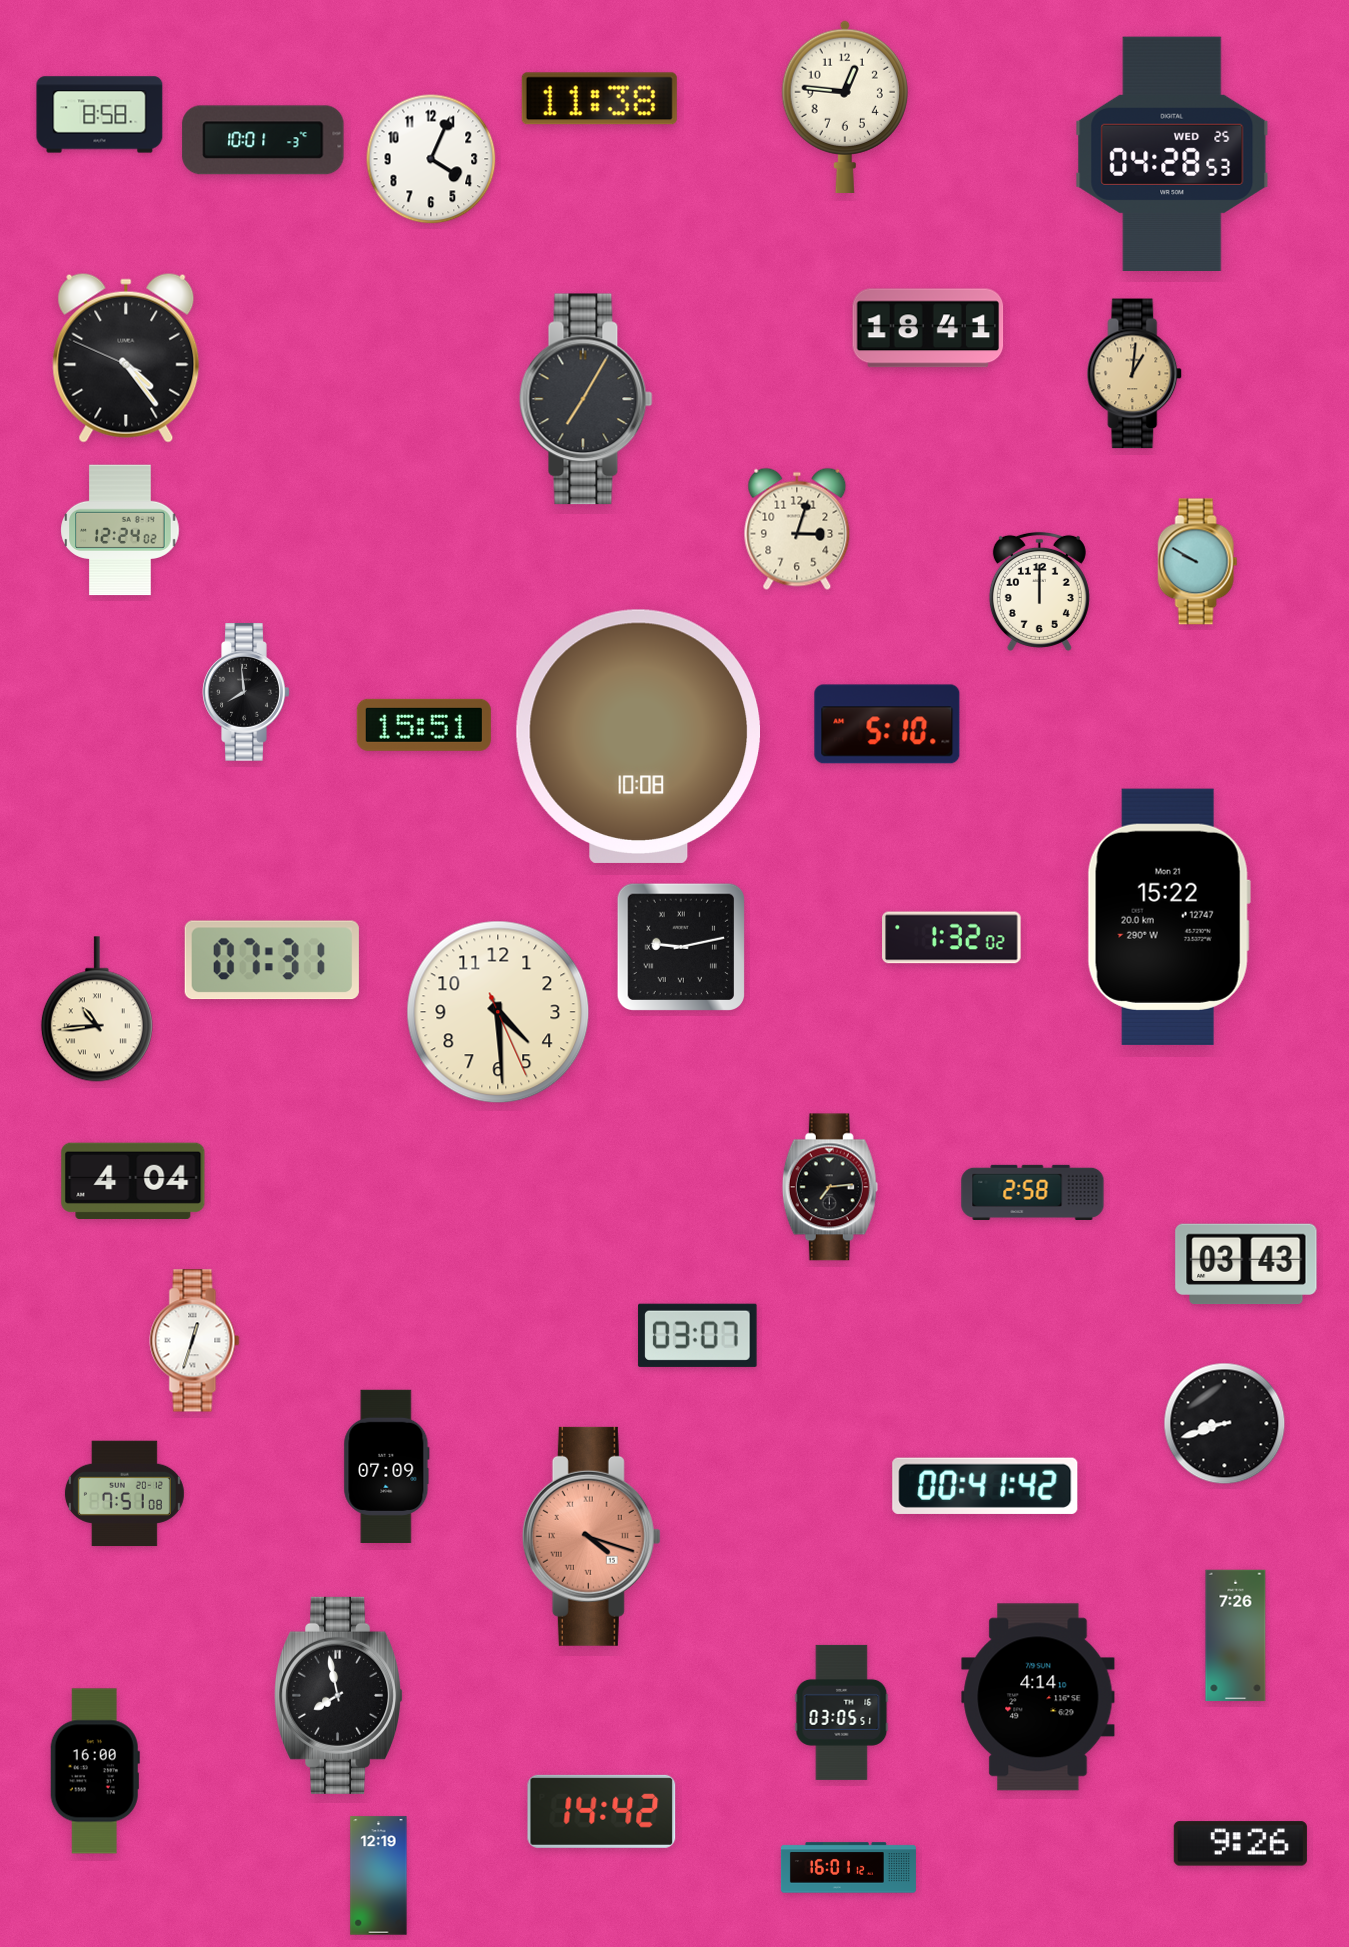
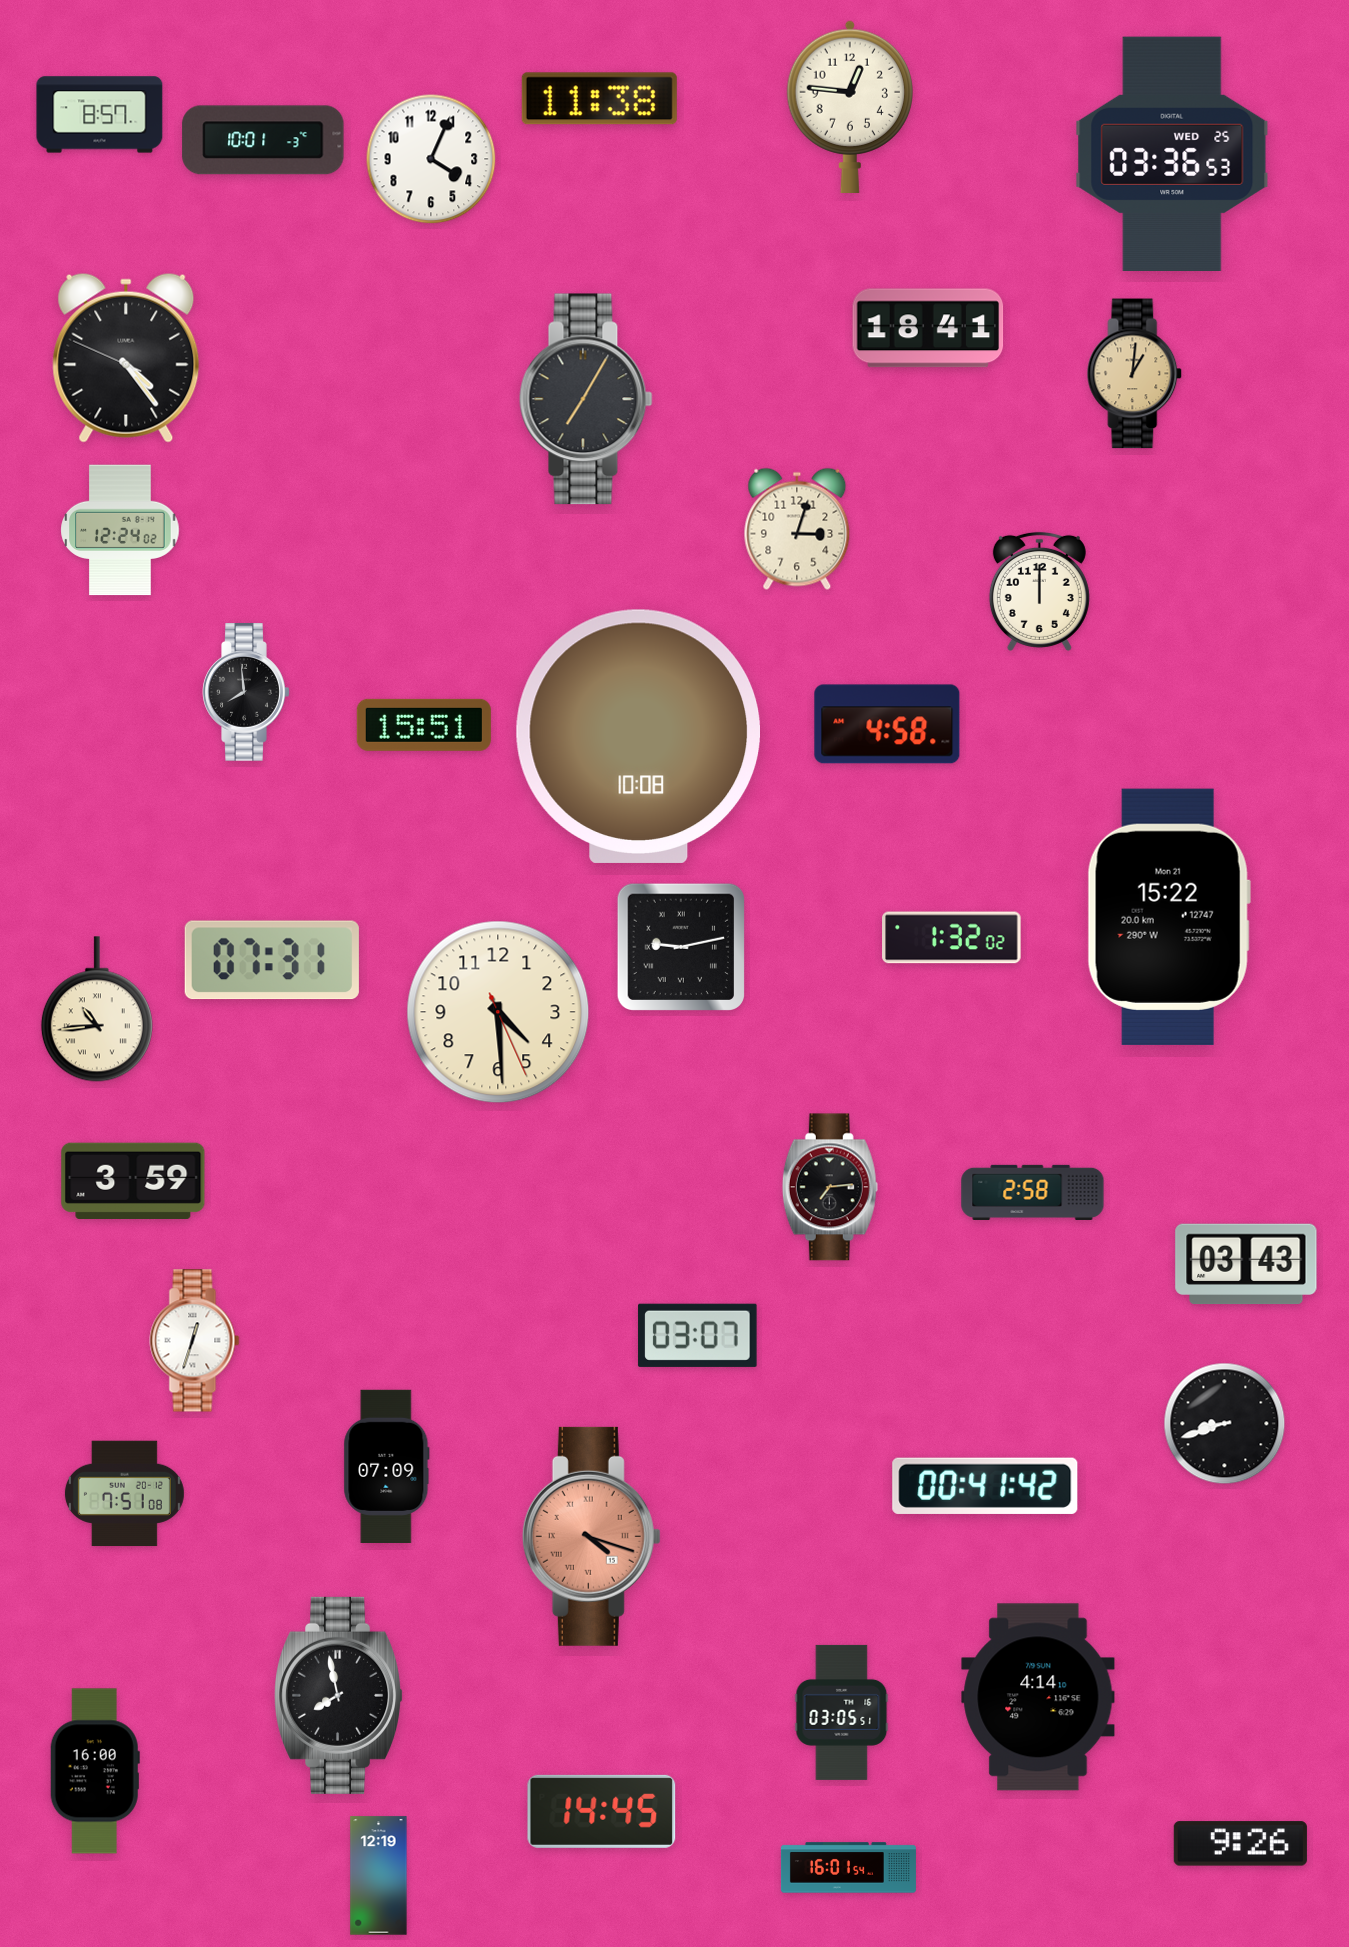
clock at (845, 107) position: (845, 107) -> (850, 107)
clock at (100, 115): 8:58 -> 8:57
clock at (1172, 153): 04:28 -> 03:36
clock at (1198, 562): 9:50 -> none
clock at (887, 724): 5:10 -> 4:58
clock at (133, 1180): 4:04 -> 3:59
clock at (1236, 1636): 7:26 -> none
clock at (602, 1811): 14:42 -> 14:45
clock at (848, 1868): 16:01:12 -> 16:01:54
